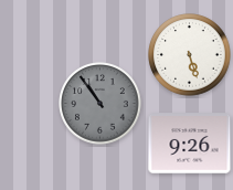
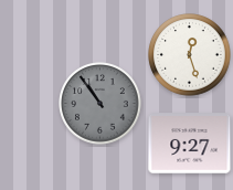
clock at (190, 55): 5:27 -> 12:27
clock at (190, 144): 9:26 -> 9:27
